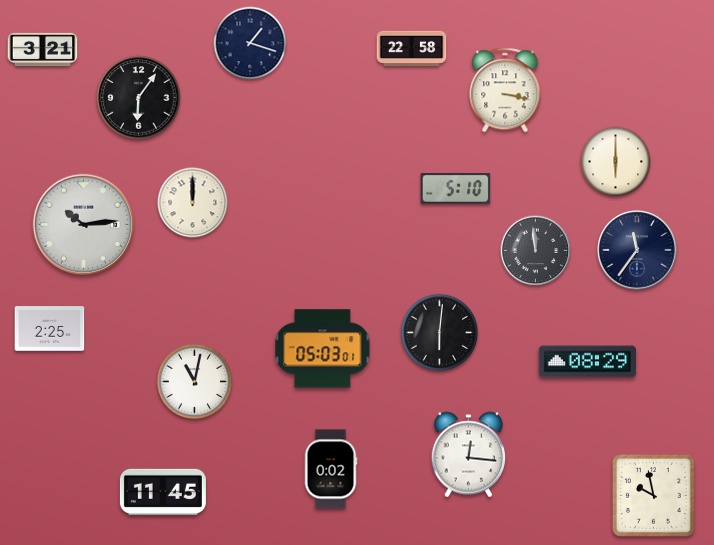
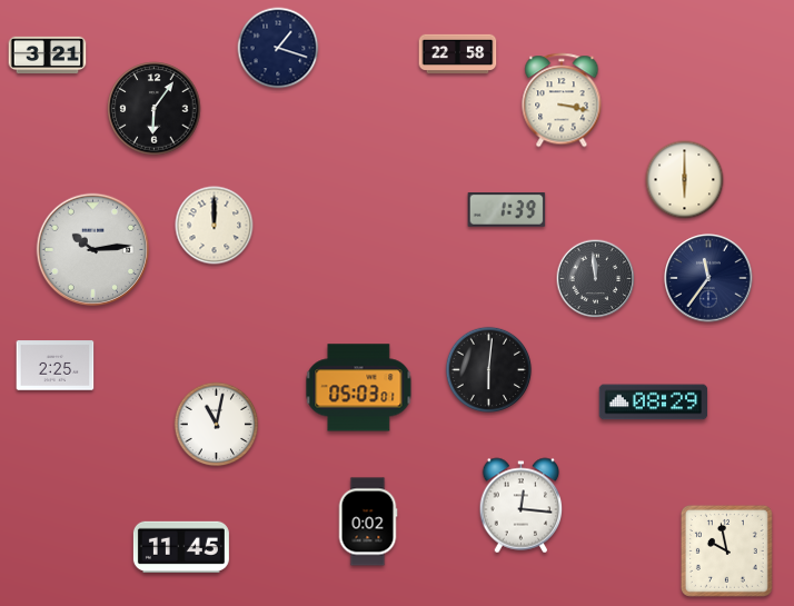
clock at (456, 189): 5:10 -> 1:39
